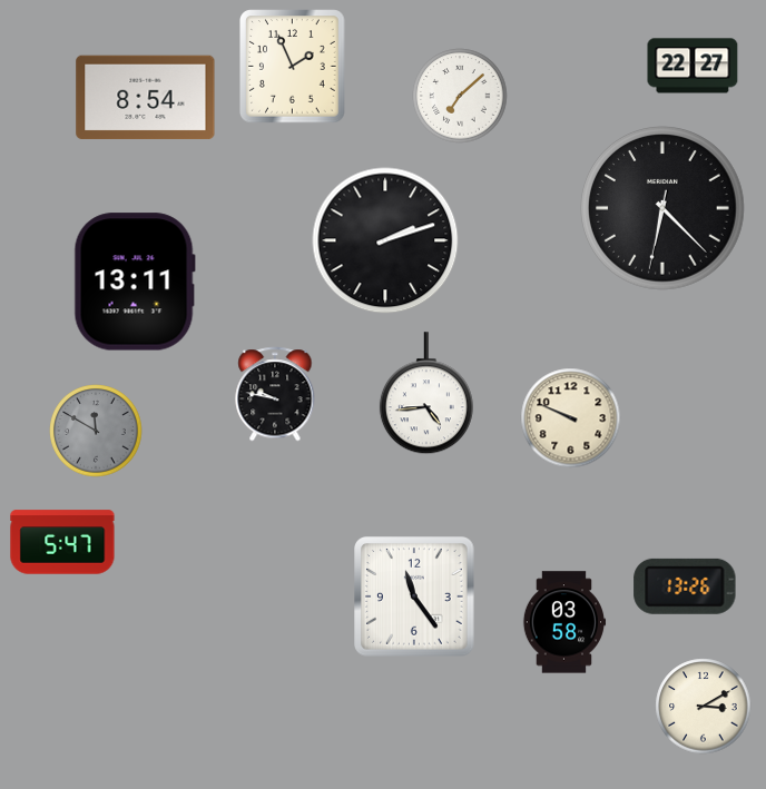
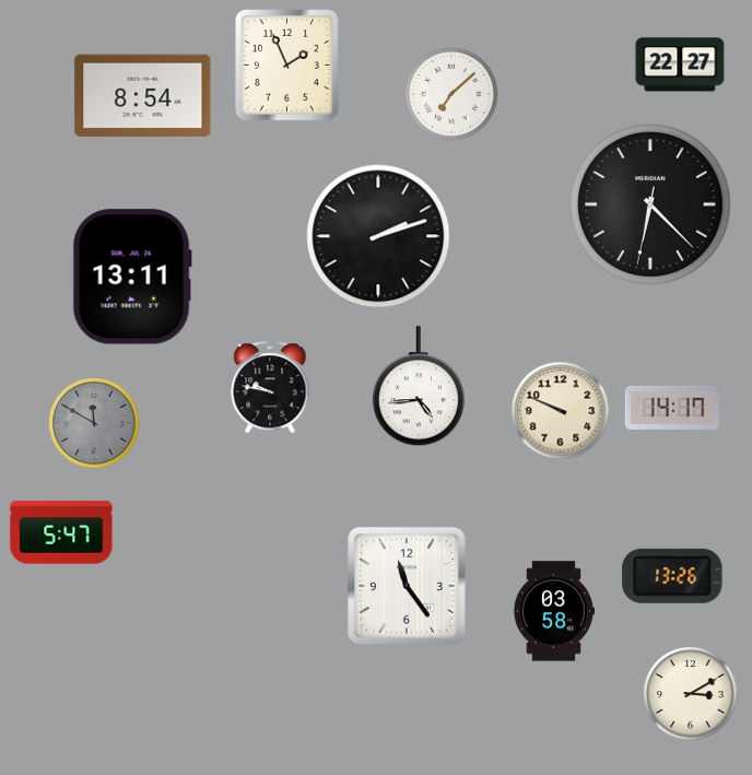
clock at (672, 408): none -> 14:17
